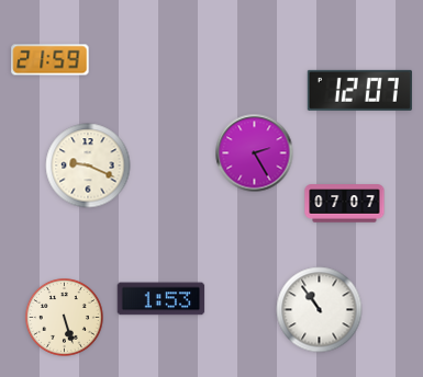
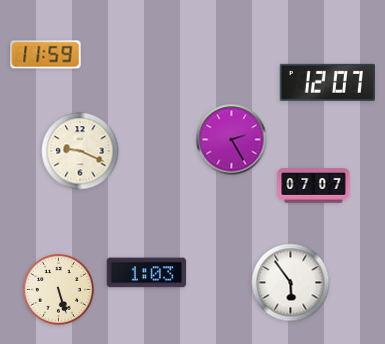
clock at (51, 60): 21:59 -> 11:59
clock at (162, 299): 1:53 -> 1:03
clock at (320, 310): 10:54 -> 5:54
